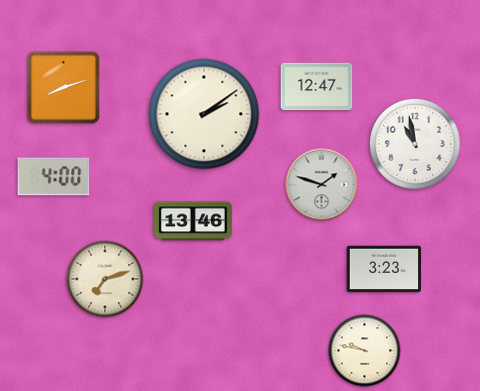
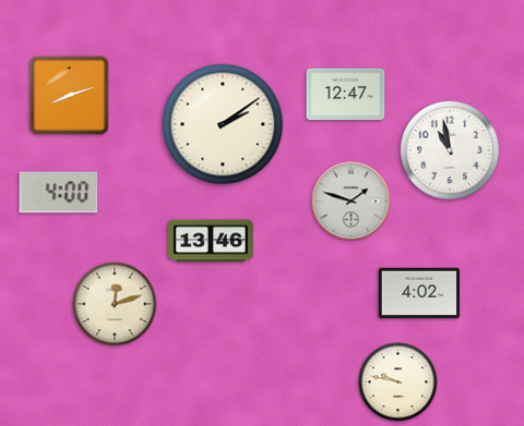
clock at (415, 144) position: (415, 144) -> (450, 150)
clock at (384, 269): 3:23 -> 4:02
clock at (105, 279): 7:12 -> 12:12
